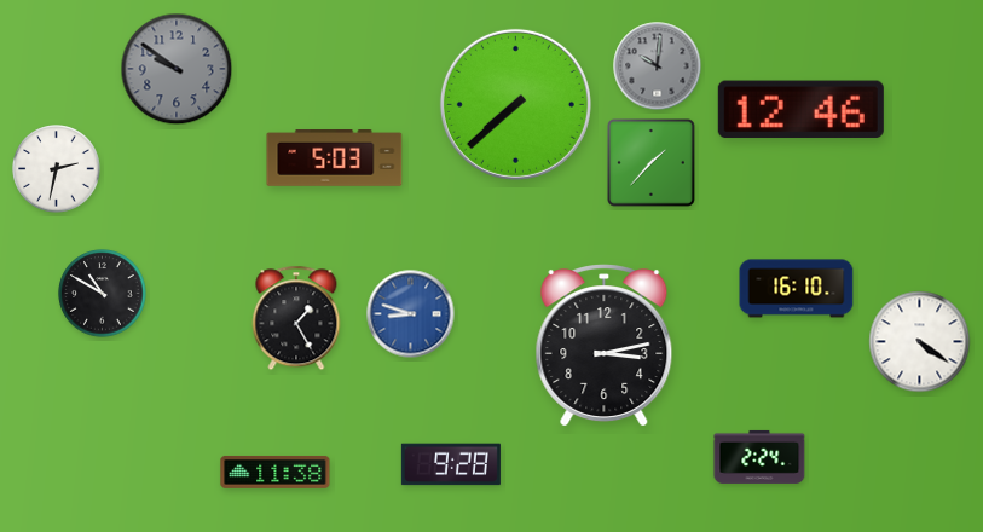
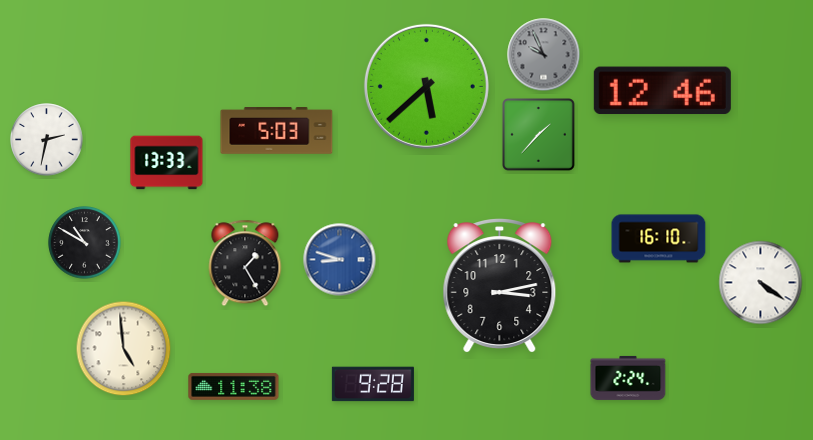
clock at (658, 66): 10:01 -> 9:56
clock at (177, 69): 9:51 -> none
clock at (515, 104): 7:38 -> 5:38
clock at (167, 163): none -> 13:33
clock at (124, 349): none -> 4:59
clock at (276, 472) position: (276, 472) -> (234, 386)
